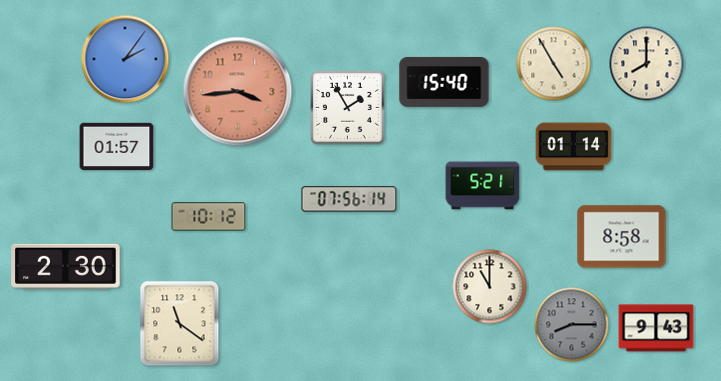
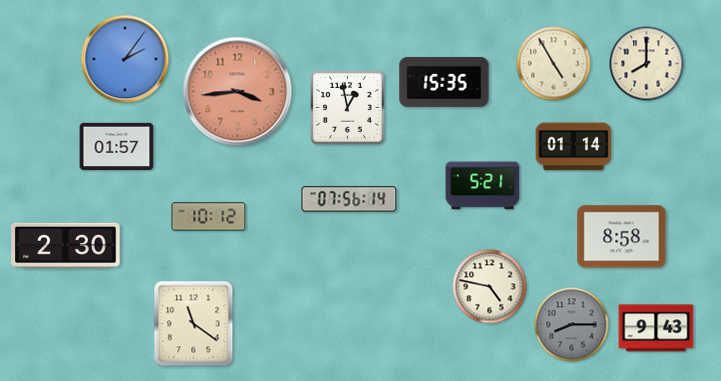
clock at (444, 82): 15:40 -> 15:35
clock at (348, 108): 1:55 -> 12:58
clock at (66, 266) position: (66, 266) -> (66, 245)
clock at (490, 287): 11:00 -> 4:47
clock at (180, 324) position: (180, 324) -> (194, 324)
